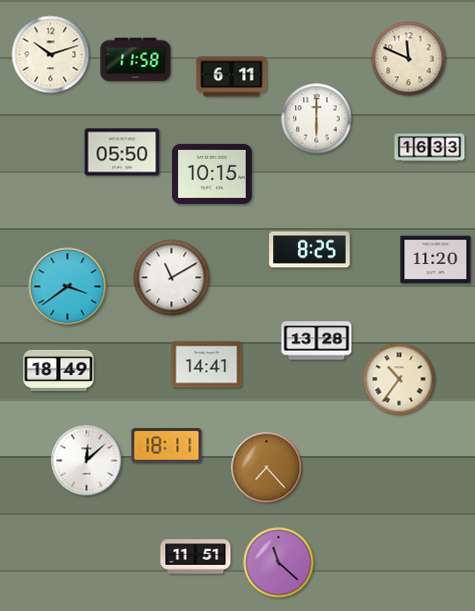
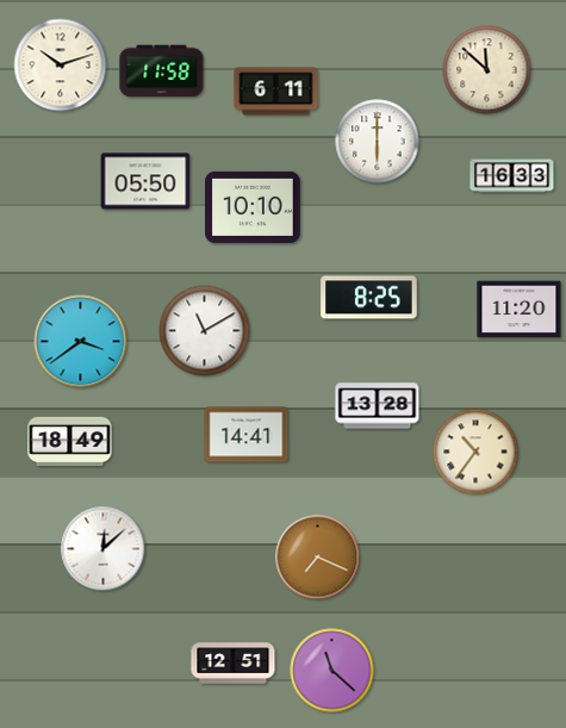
clock at (409, 59): 11:49 -> 11:52
clock at (212, 174): 10:15 -> 10:10
clock at (167, 446): 18:11 -> none
clock at (267, 468): 7:23 -> 7:19
clock at (196, 557): 11:51 -> 12:51
